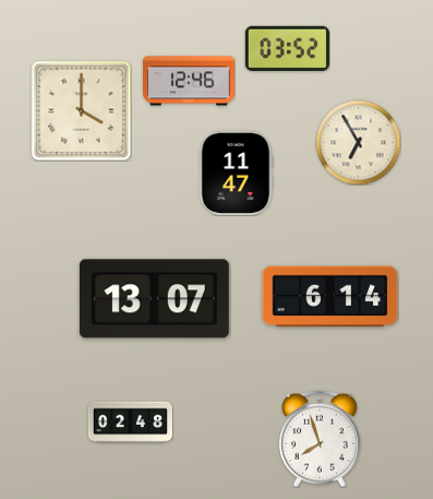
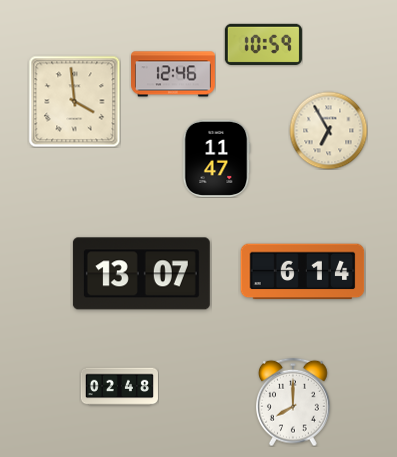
clock at (287, 48): 03:52 -> 10:59
clock at (81, 110): 4:00 -> 3:59
clock at (321, 439): 7:57 -> 8:00
